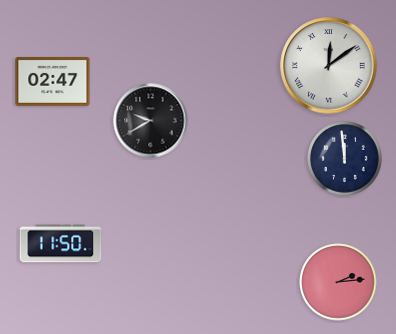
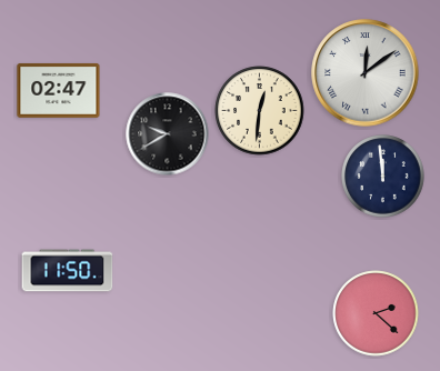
clock at (260, 111): none -> 12:31
clock at (338, 282): 2:14 -> 2:22
